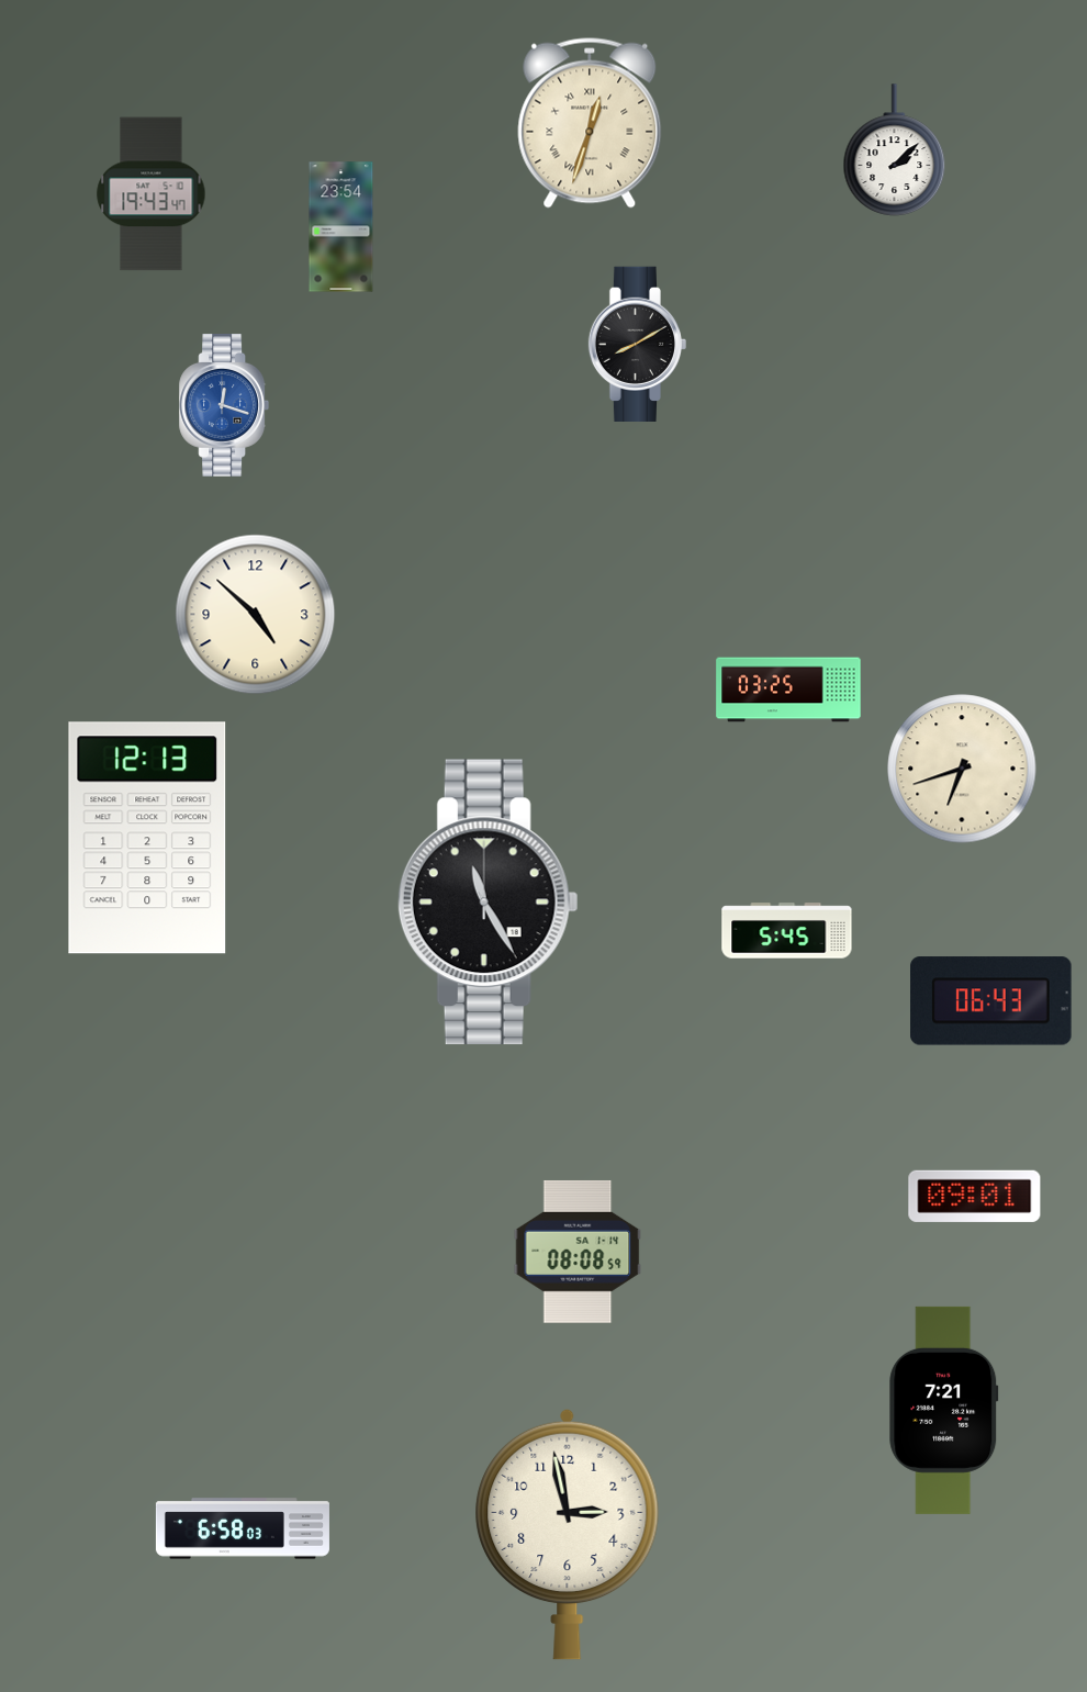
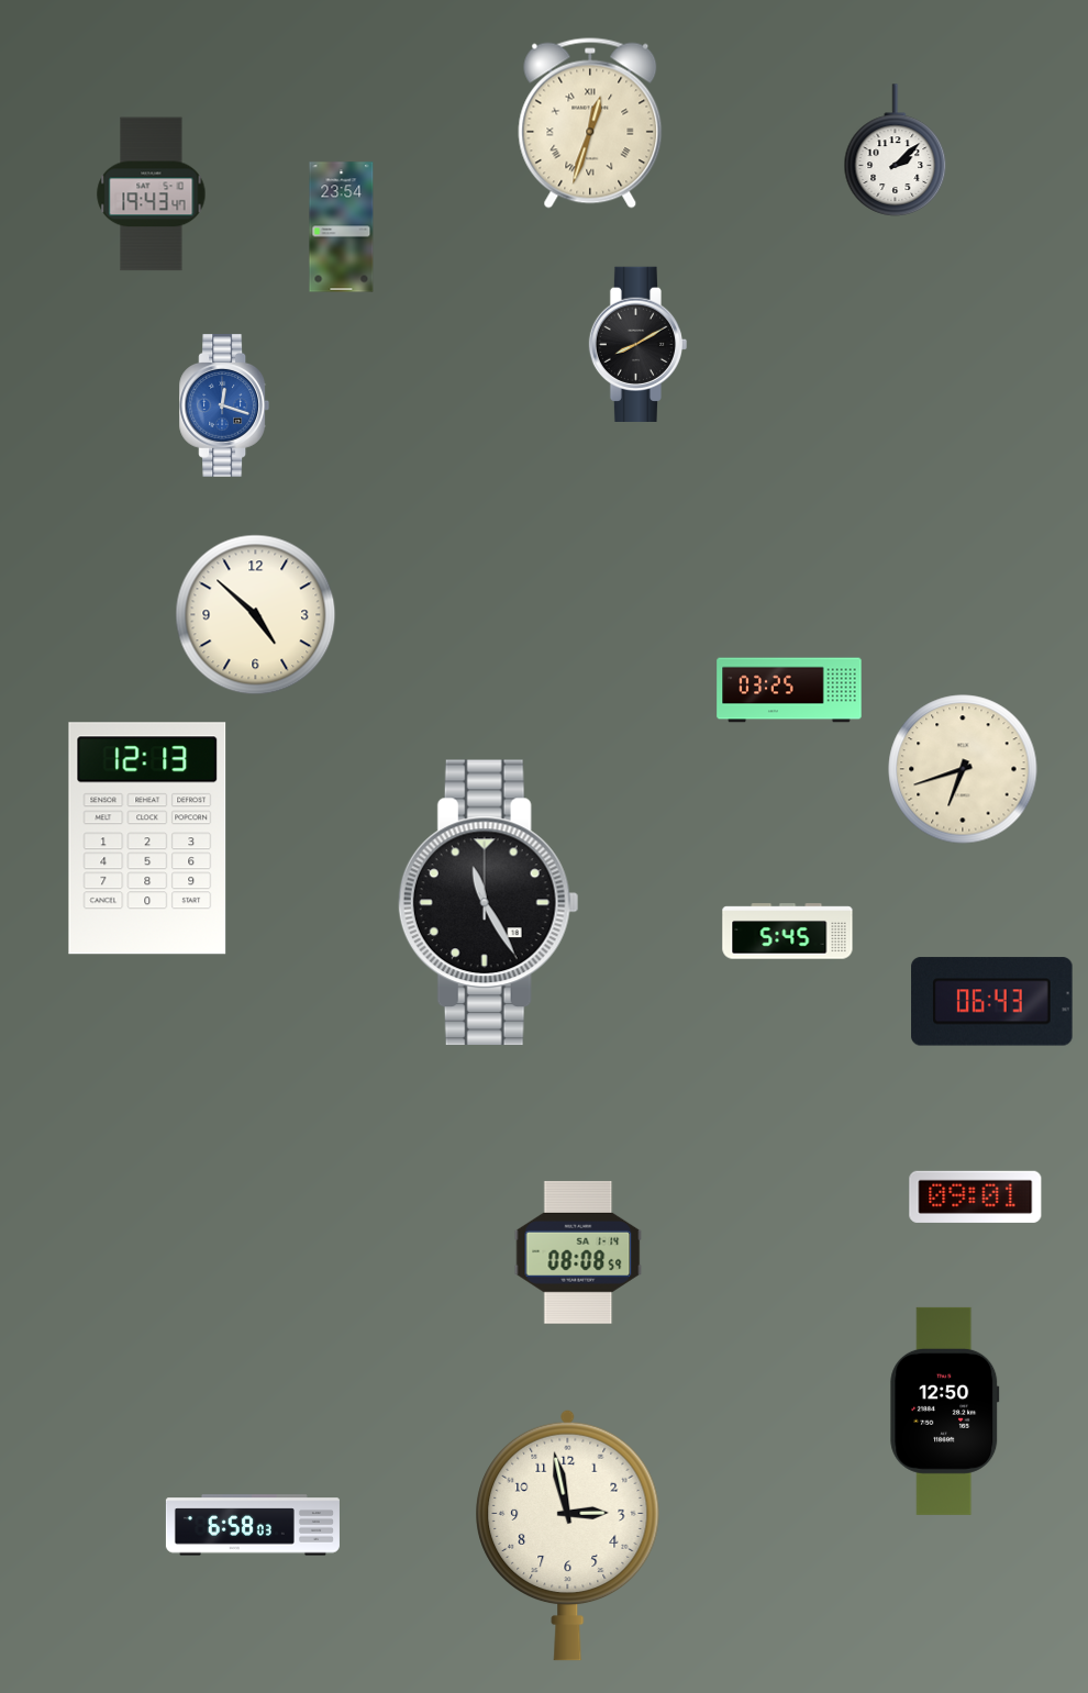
clock at (944, 1410): 7:21 -> 12:50
clock at (243, 1528) position: (243, 1528) -> (253, 1525)
